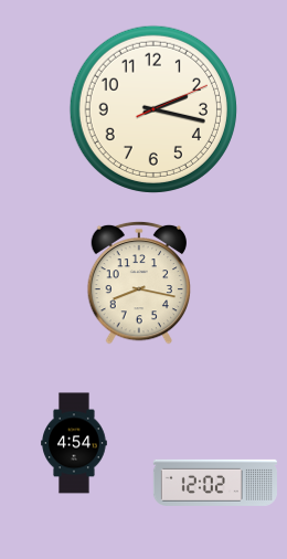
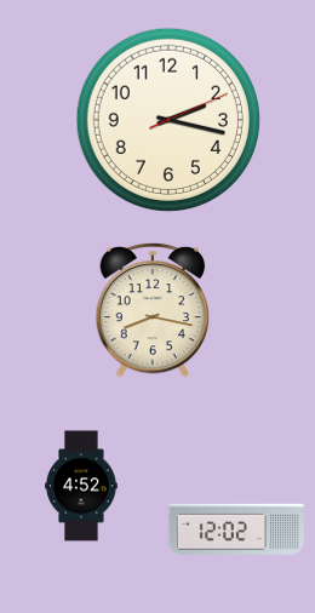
clock at (75, 443): 4:54 -> 4:52
